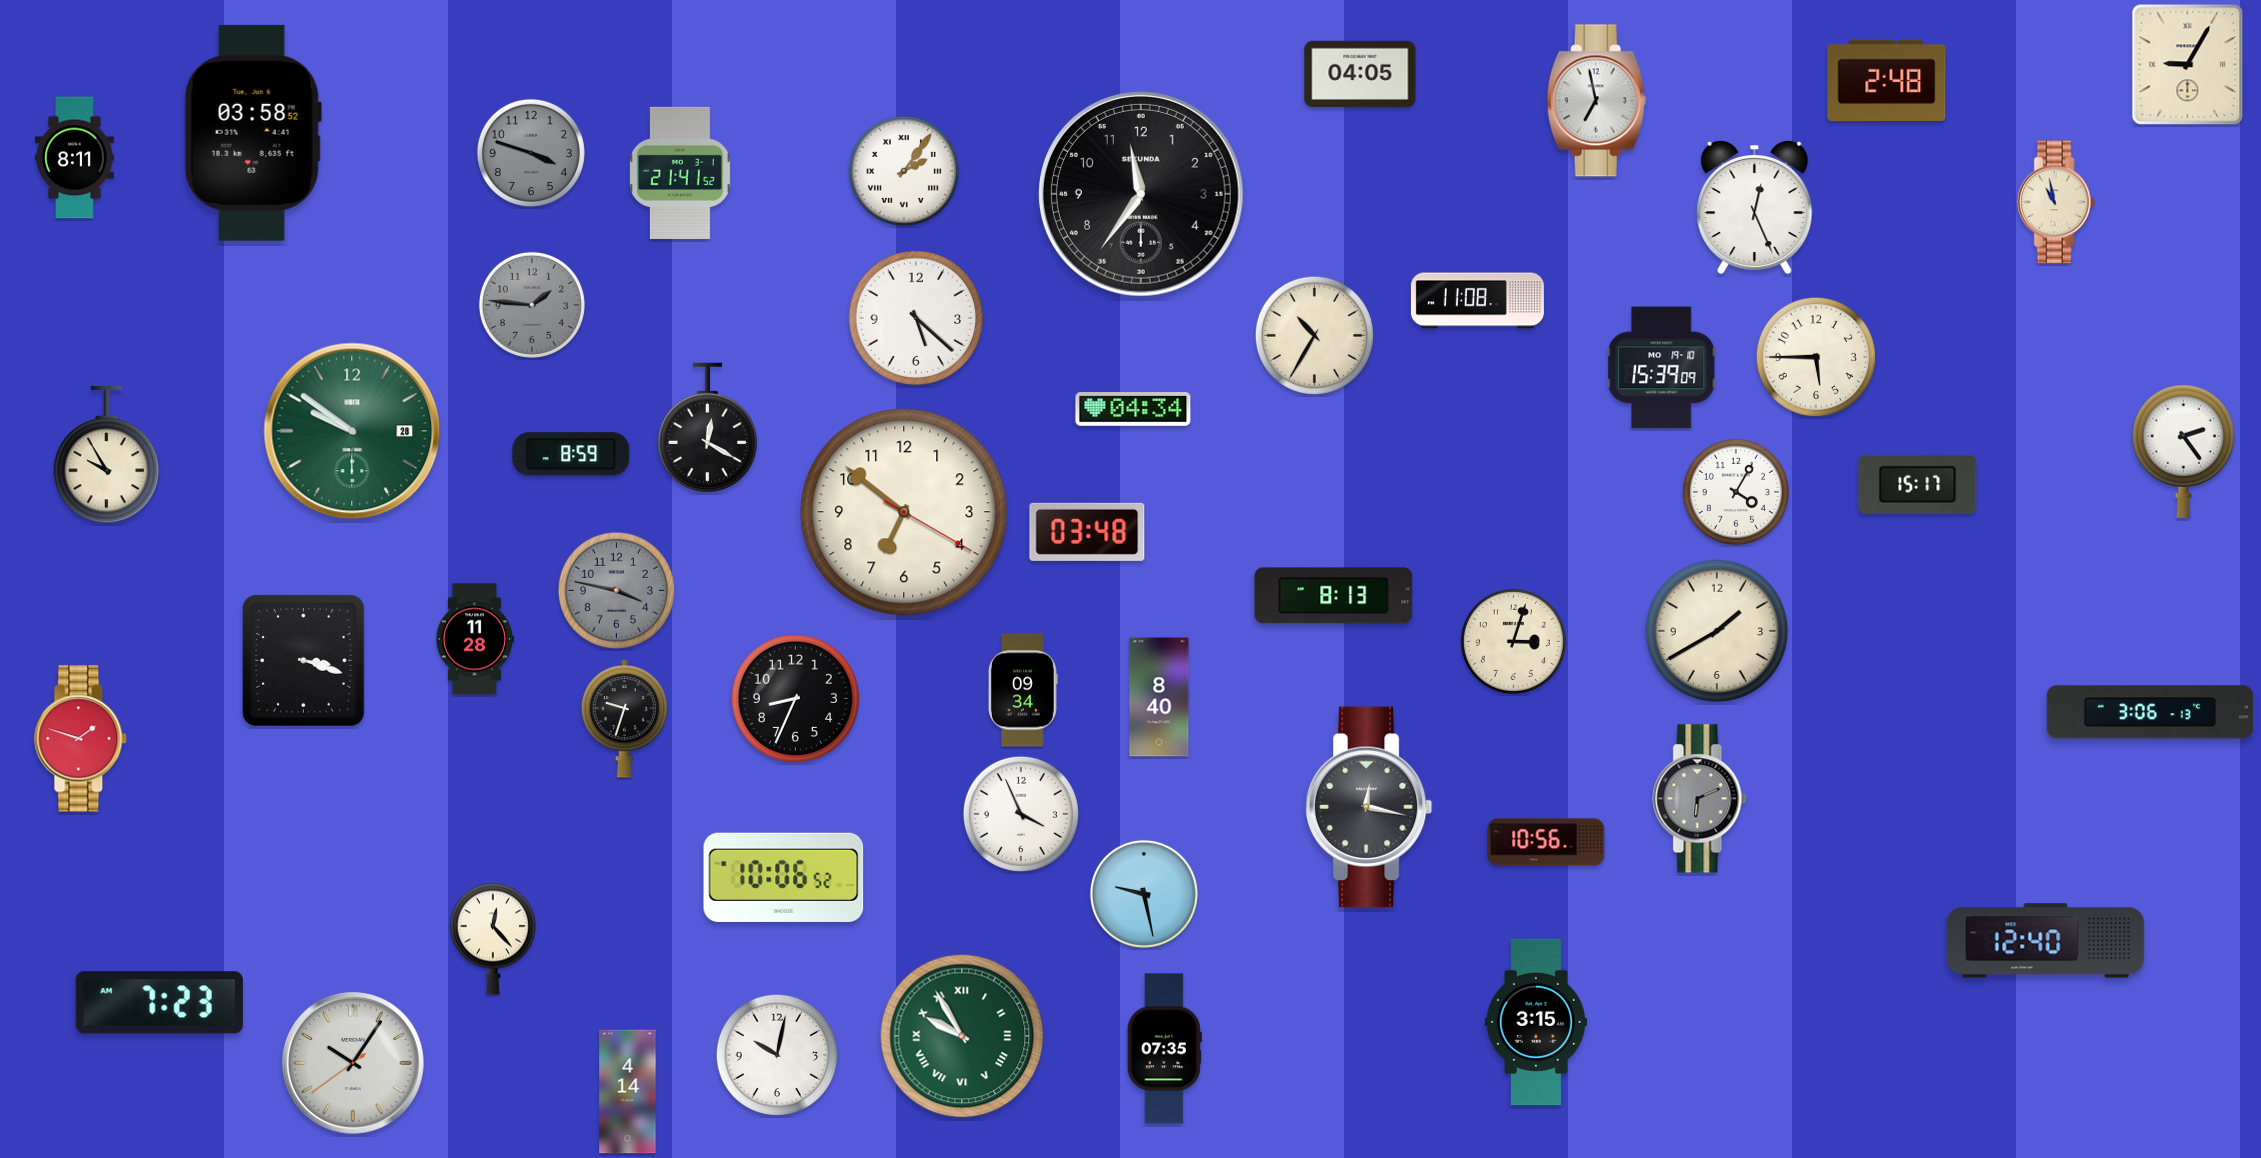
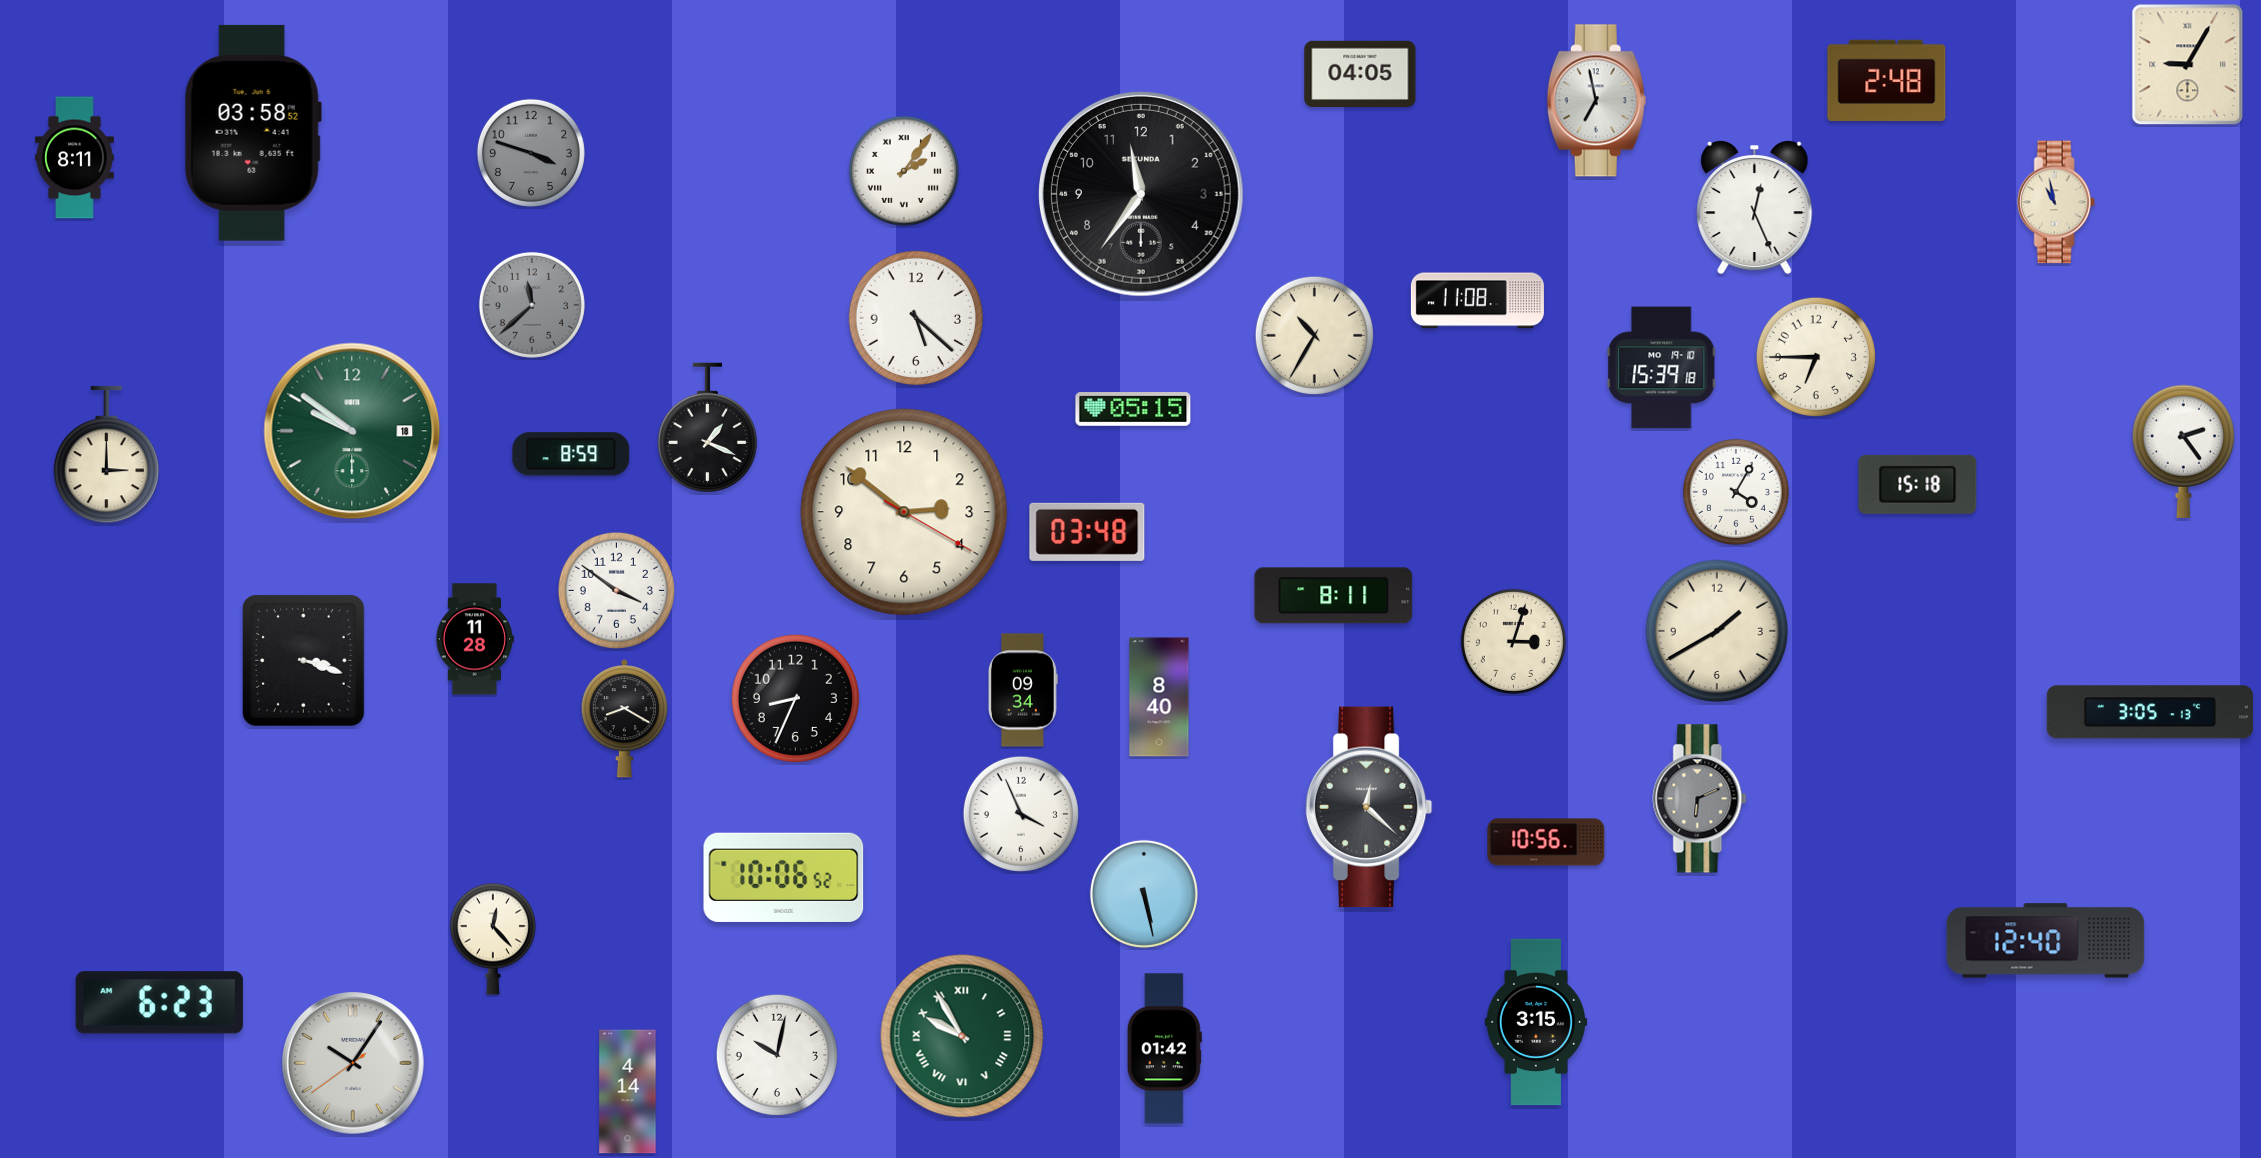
clock at (680, 173): 21:41 -> none
clock at (532, 305): 1:46 -> 11:38
clock at (1816, 357): 5:45 -> 6:45
clock at (1662, 368): 15:39:09 -> 15:39:18
clock at (1133, 410): 04:34 -> 05:15
clock at (707, 427): 12:20 -> 1:19
clock at (352, 431) date: 28 -> 18
clock at (106, 455): 9:55 -> 3:00
clock at (1918, 484): 15:17 -> 15:18
clock at (904, 512): 6:51 -> 2:51
clock at (616, 590): 3:47 -> 3:51
clock at (616, 590) dial: grey -> white
clock at (1334, 596): 8:13 -> 8:11
clock at (2150, 712): 3:06 -> 3:05
clock at (624, 719): 9:33 -> 8:20
clock at (81, 739): 1:48 -> none
clock at (1369, 807): 12:17 -> 12:22
clock at (1144, 894): 9:28 -> 5:28
clock at (159, 1003): 7:23 -> 6:23
clock at (1164, 1049): 07:35 -> 01:42
